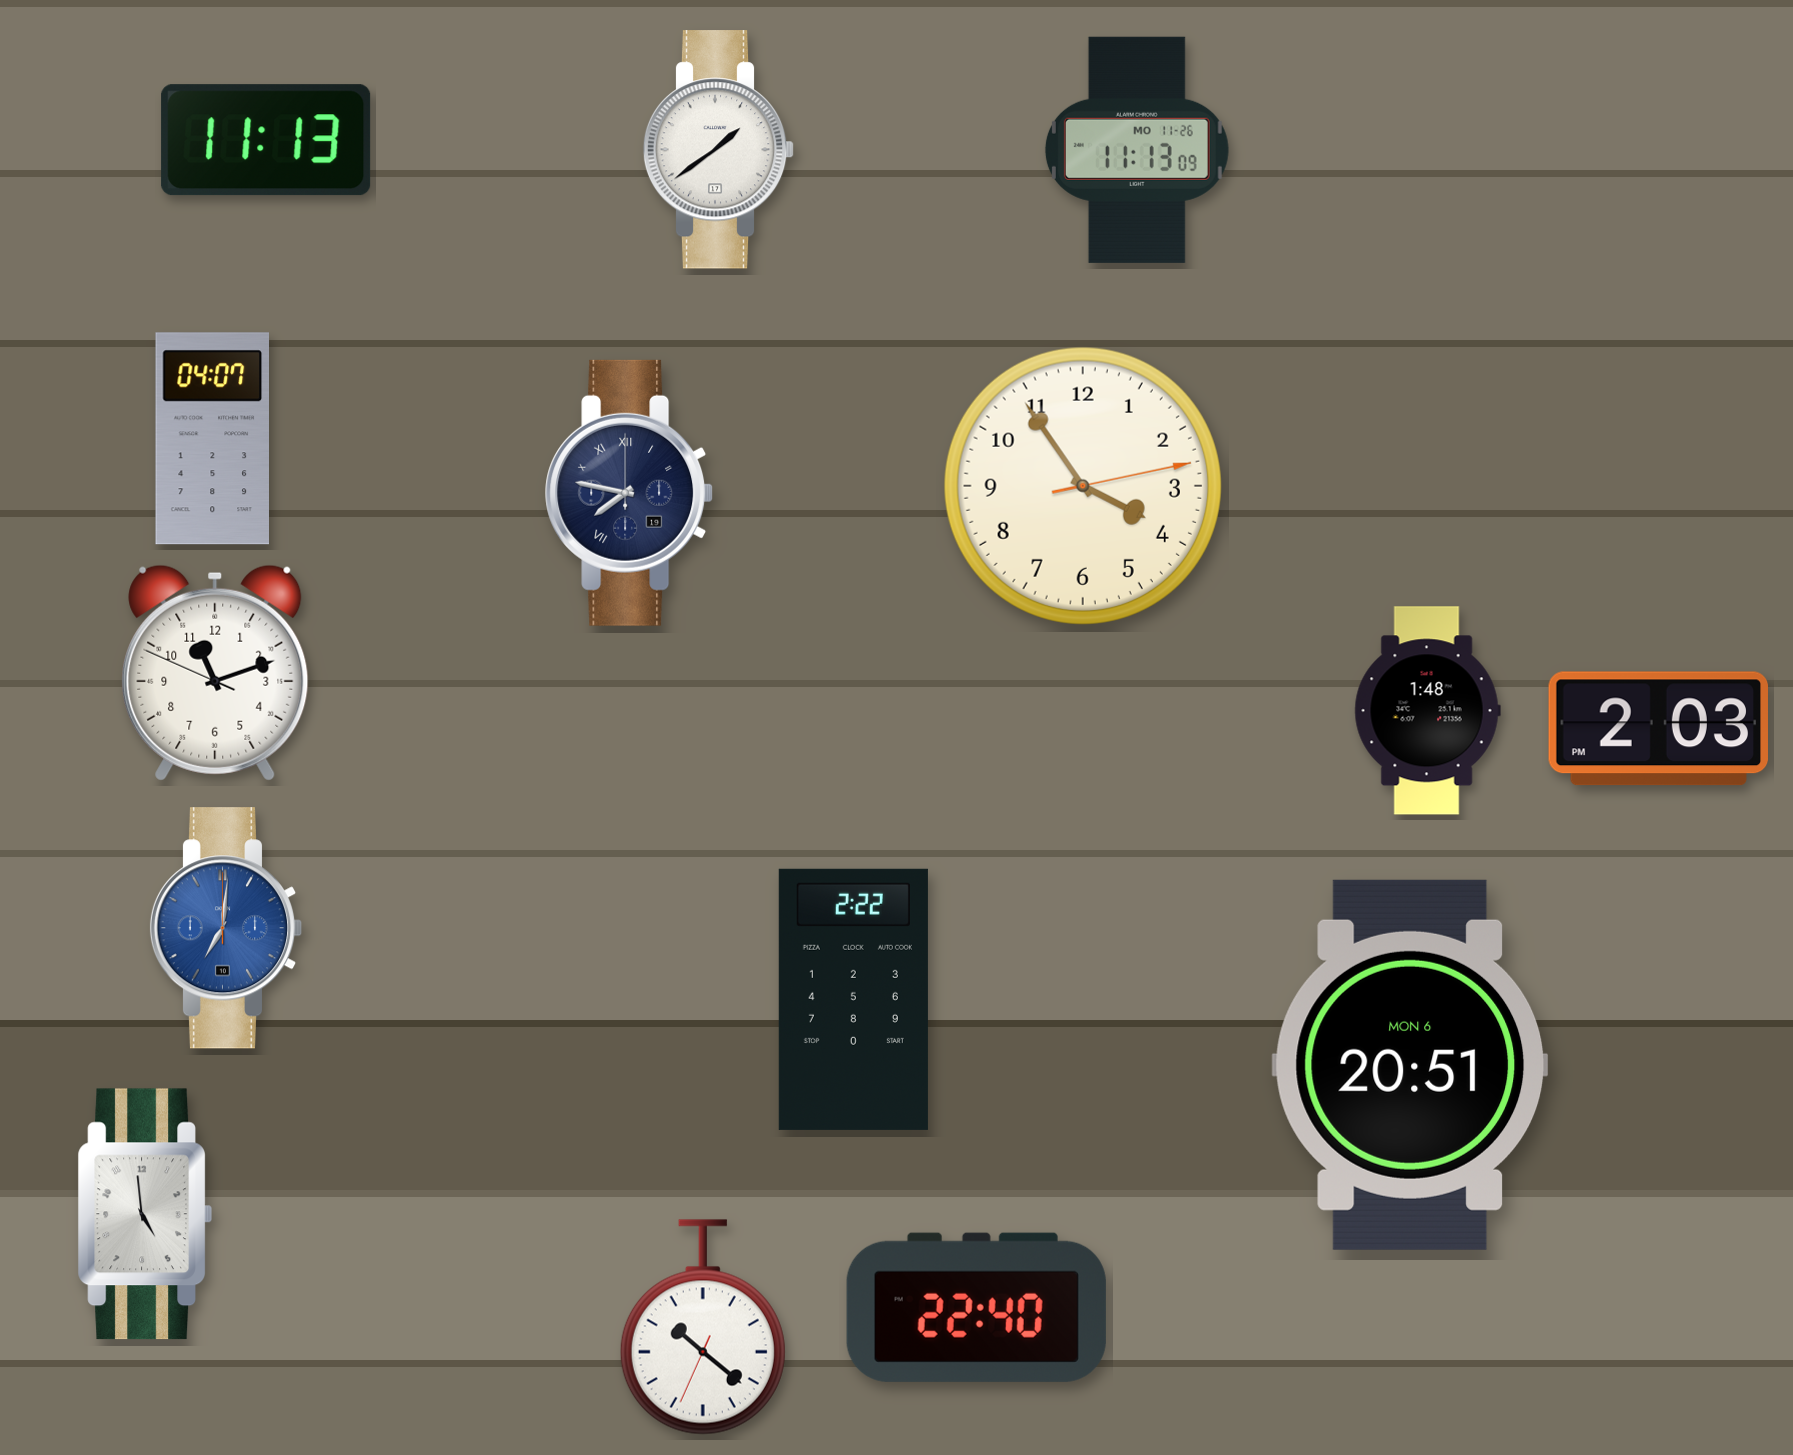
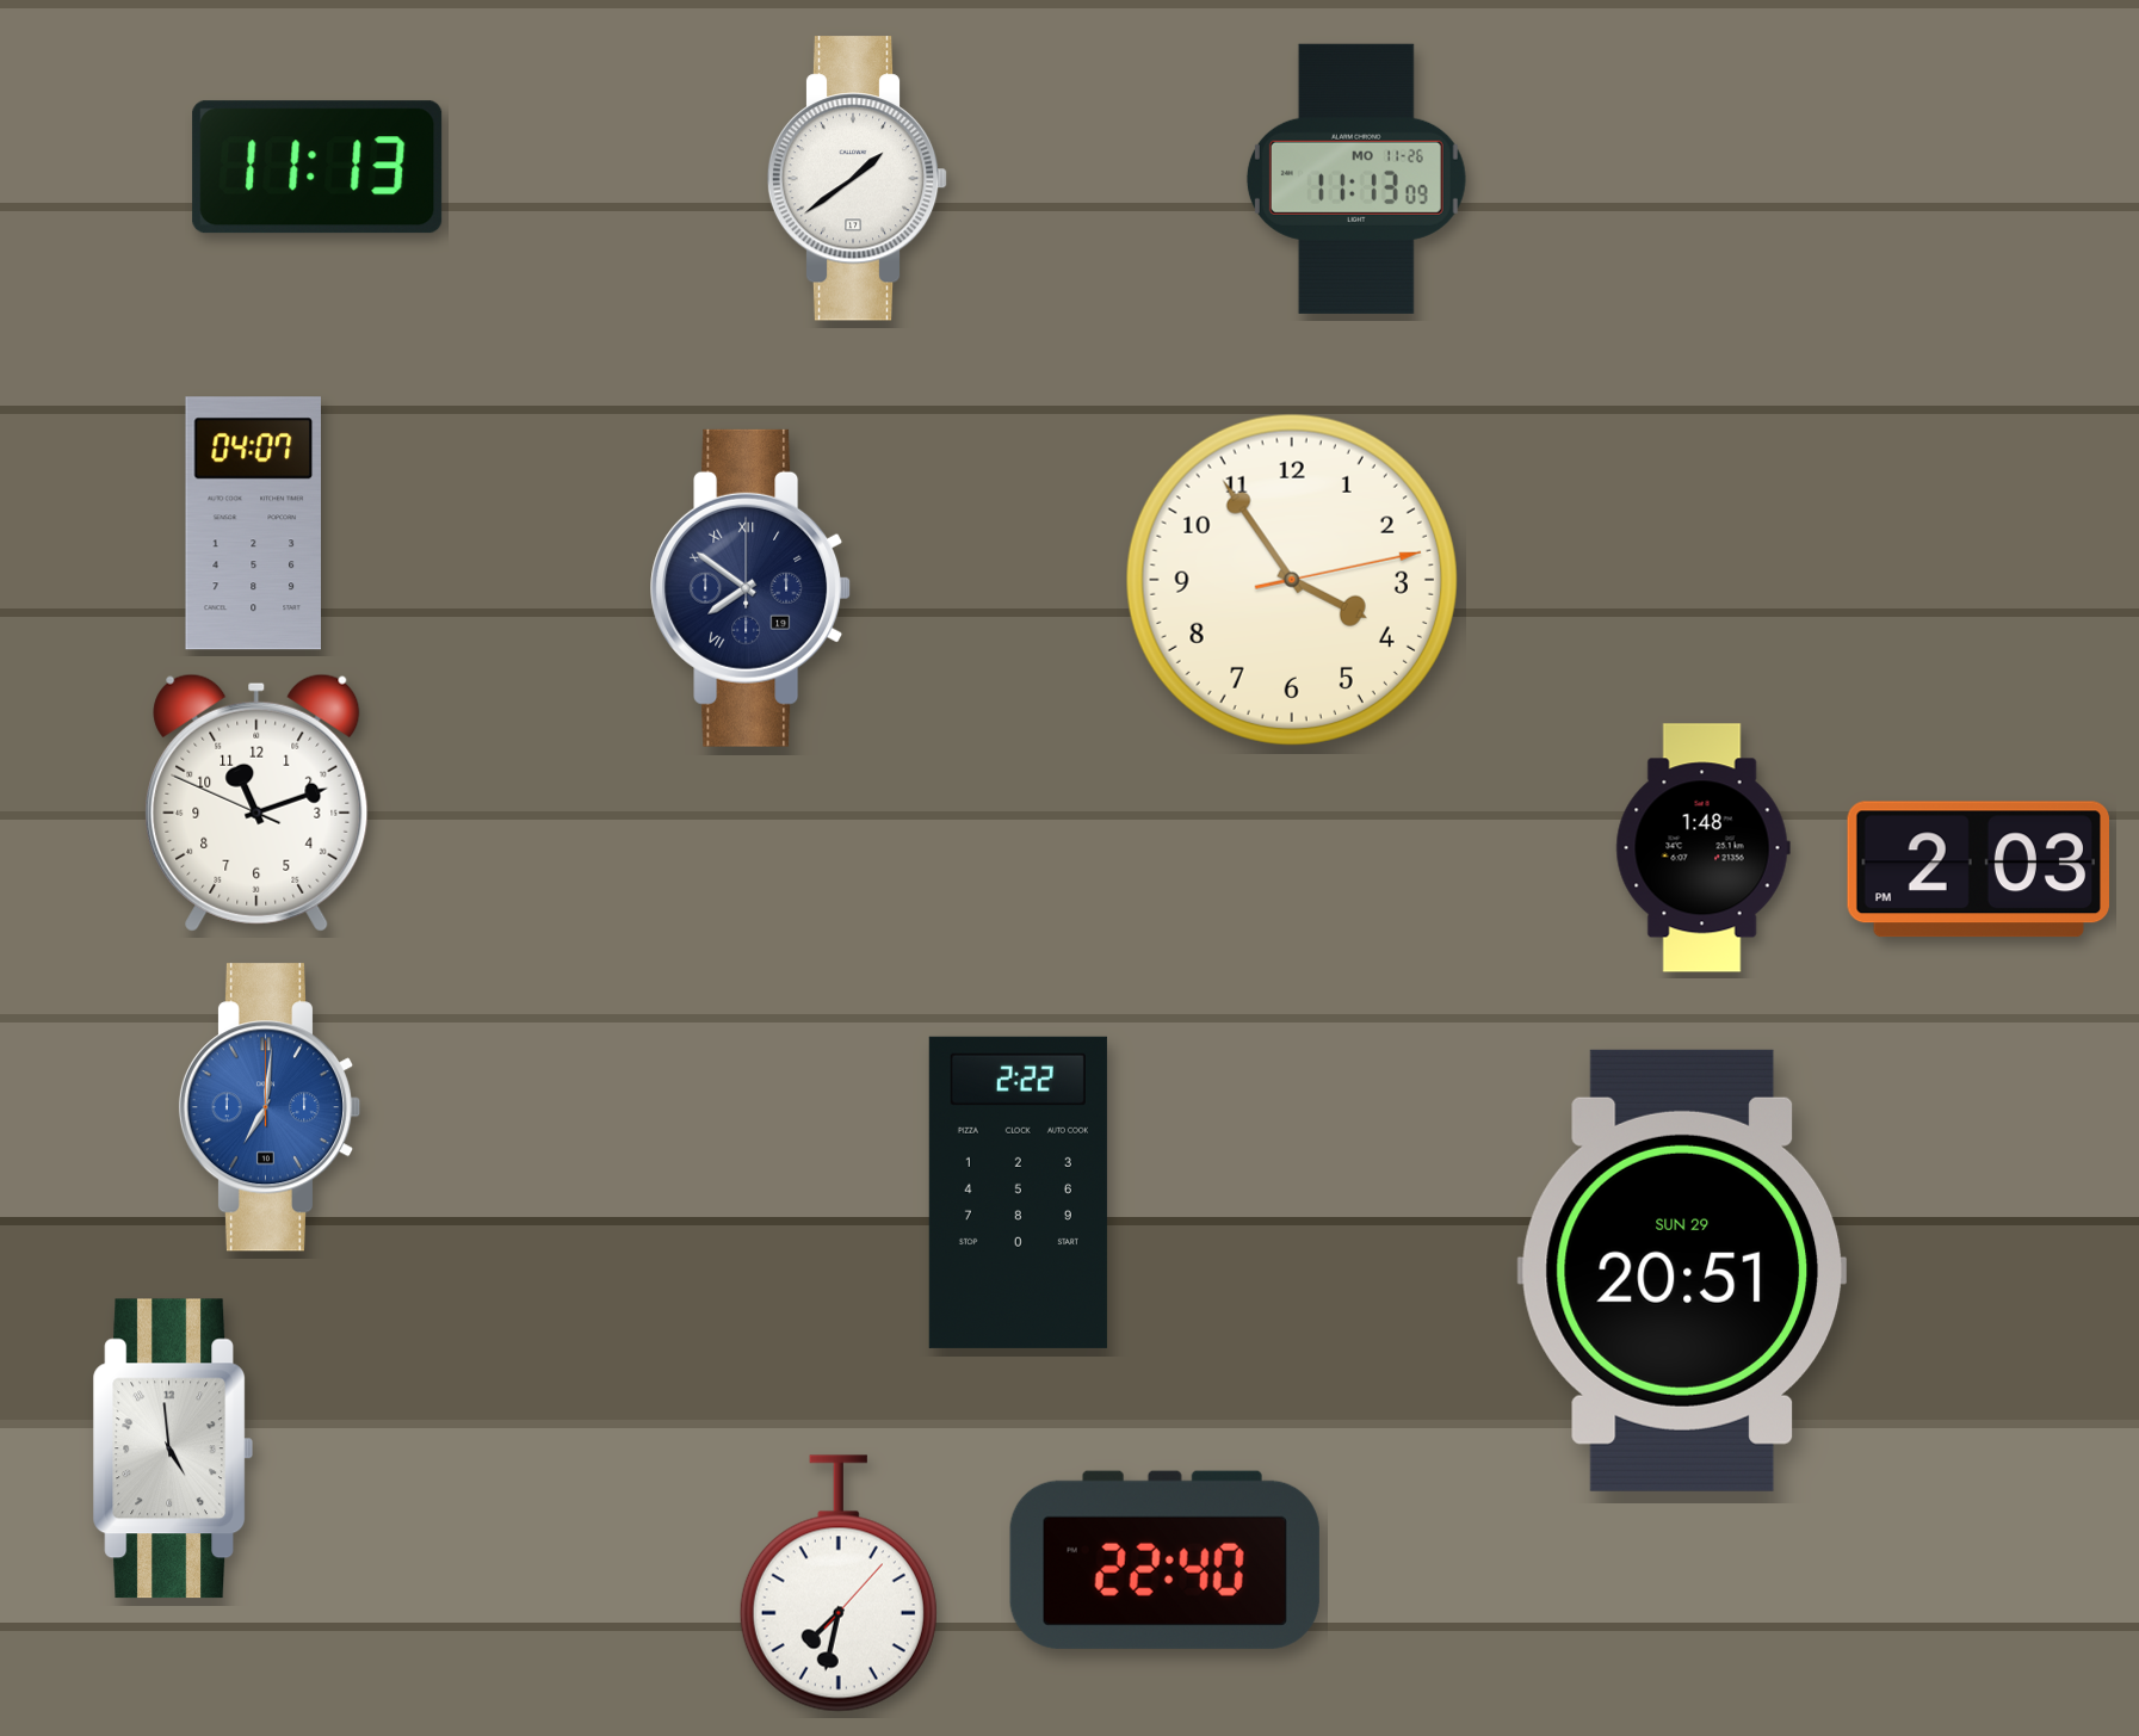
clock at (629, 493): 7:47 -> 7:51
clock at (1410, 1065) date: MON 6 -> SUN 29
clock at (703, 1327): 10:21 -> 7:32
